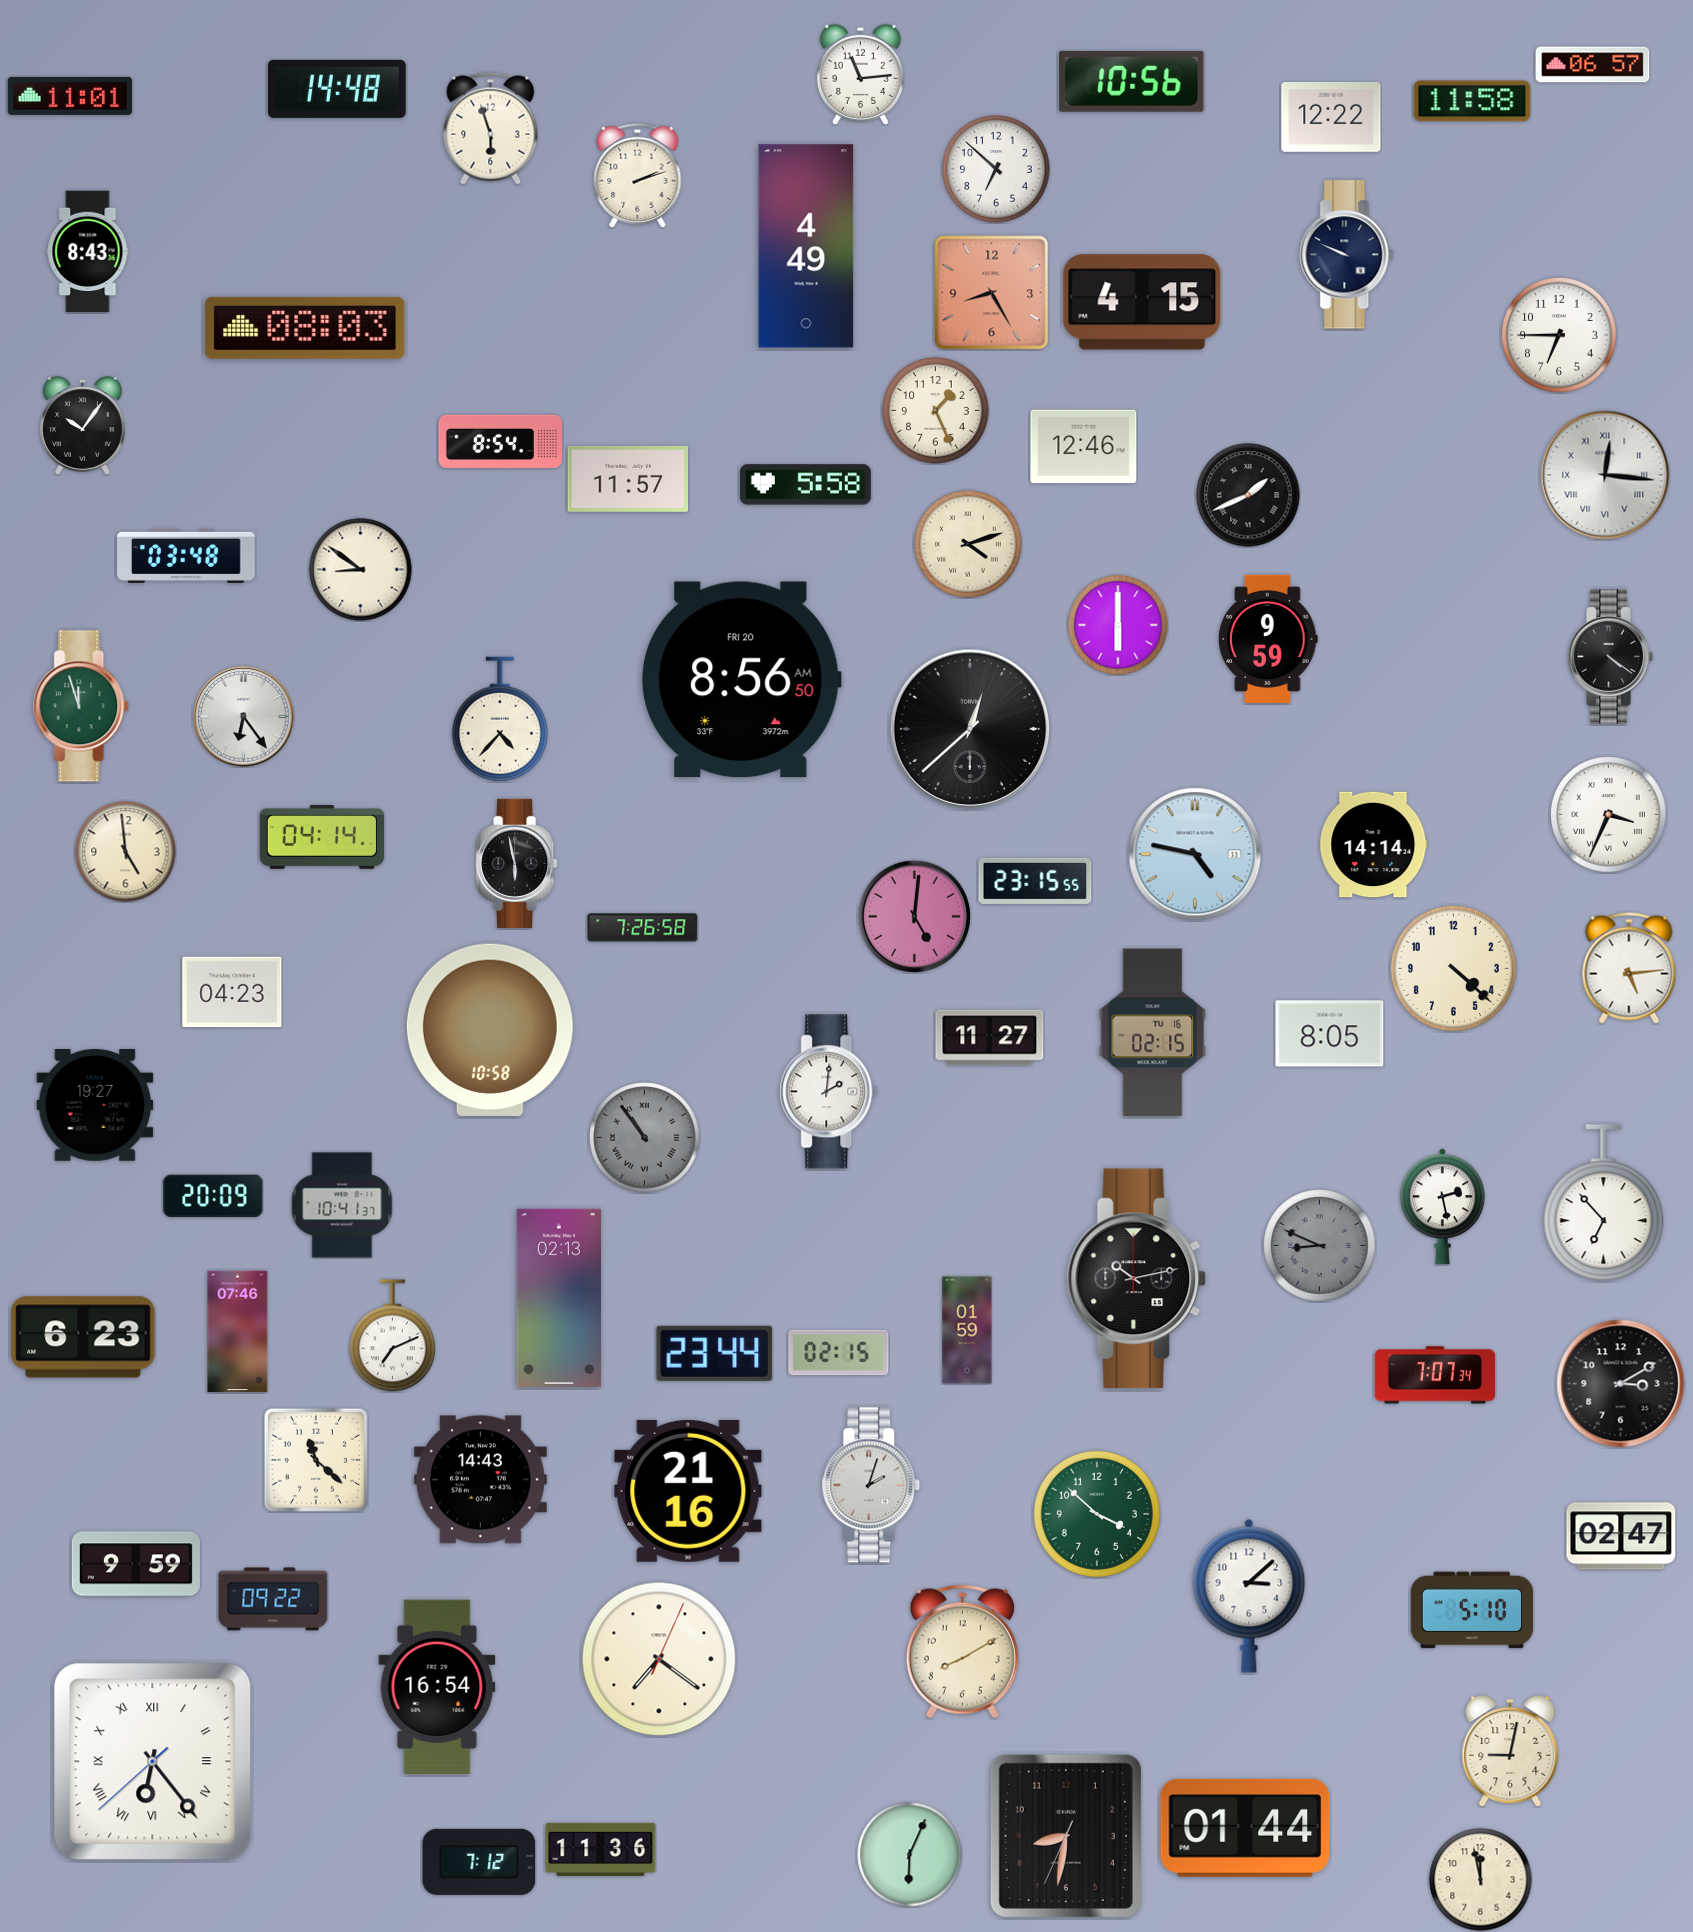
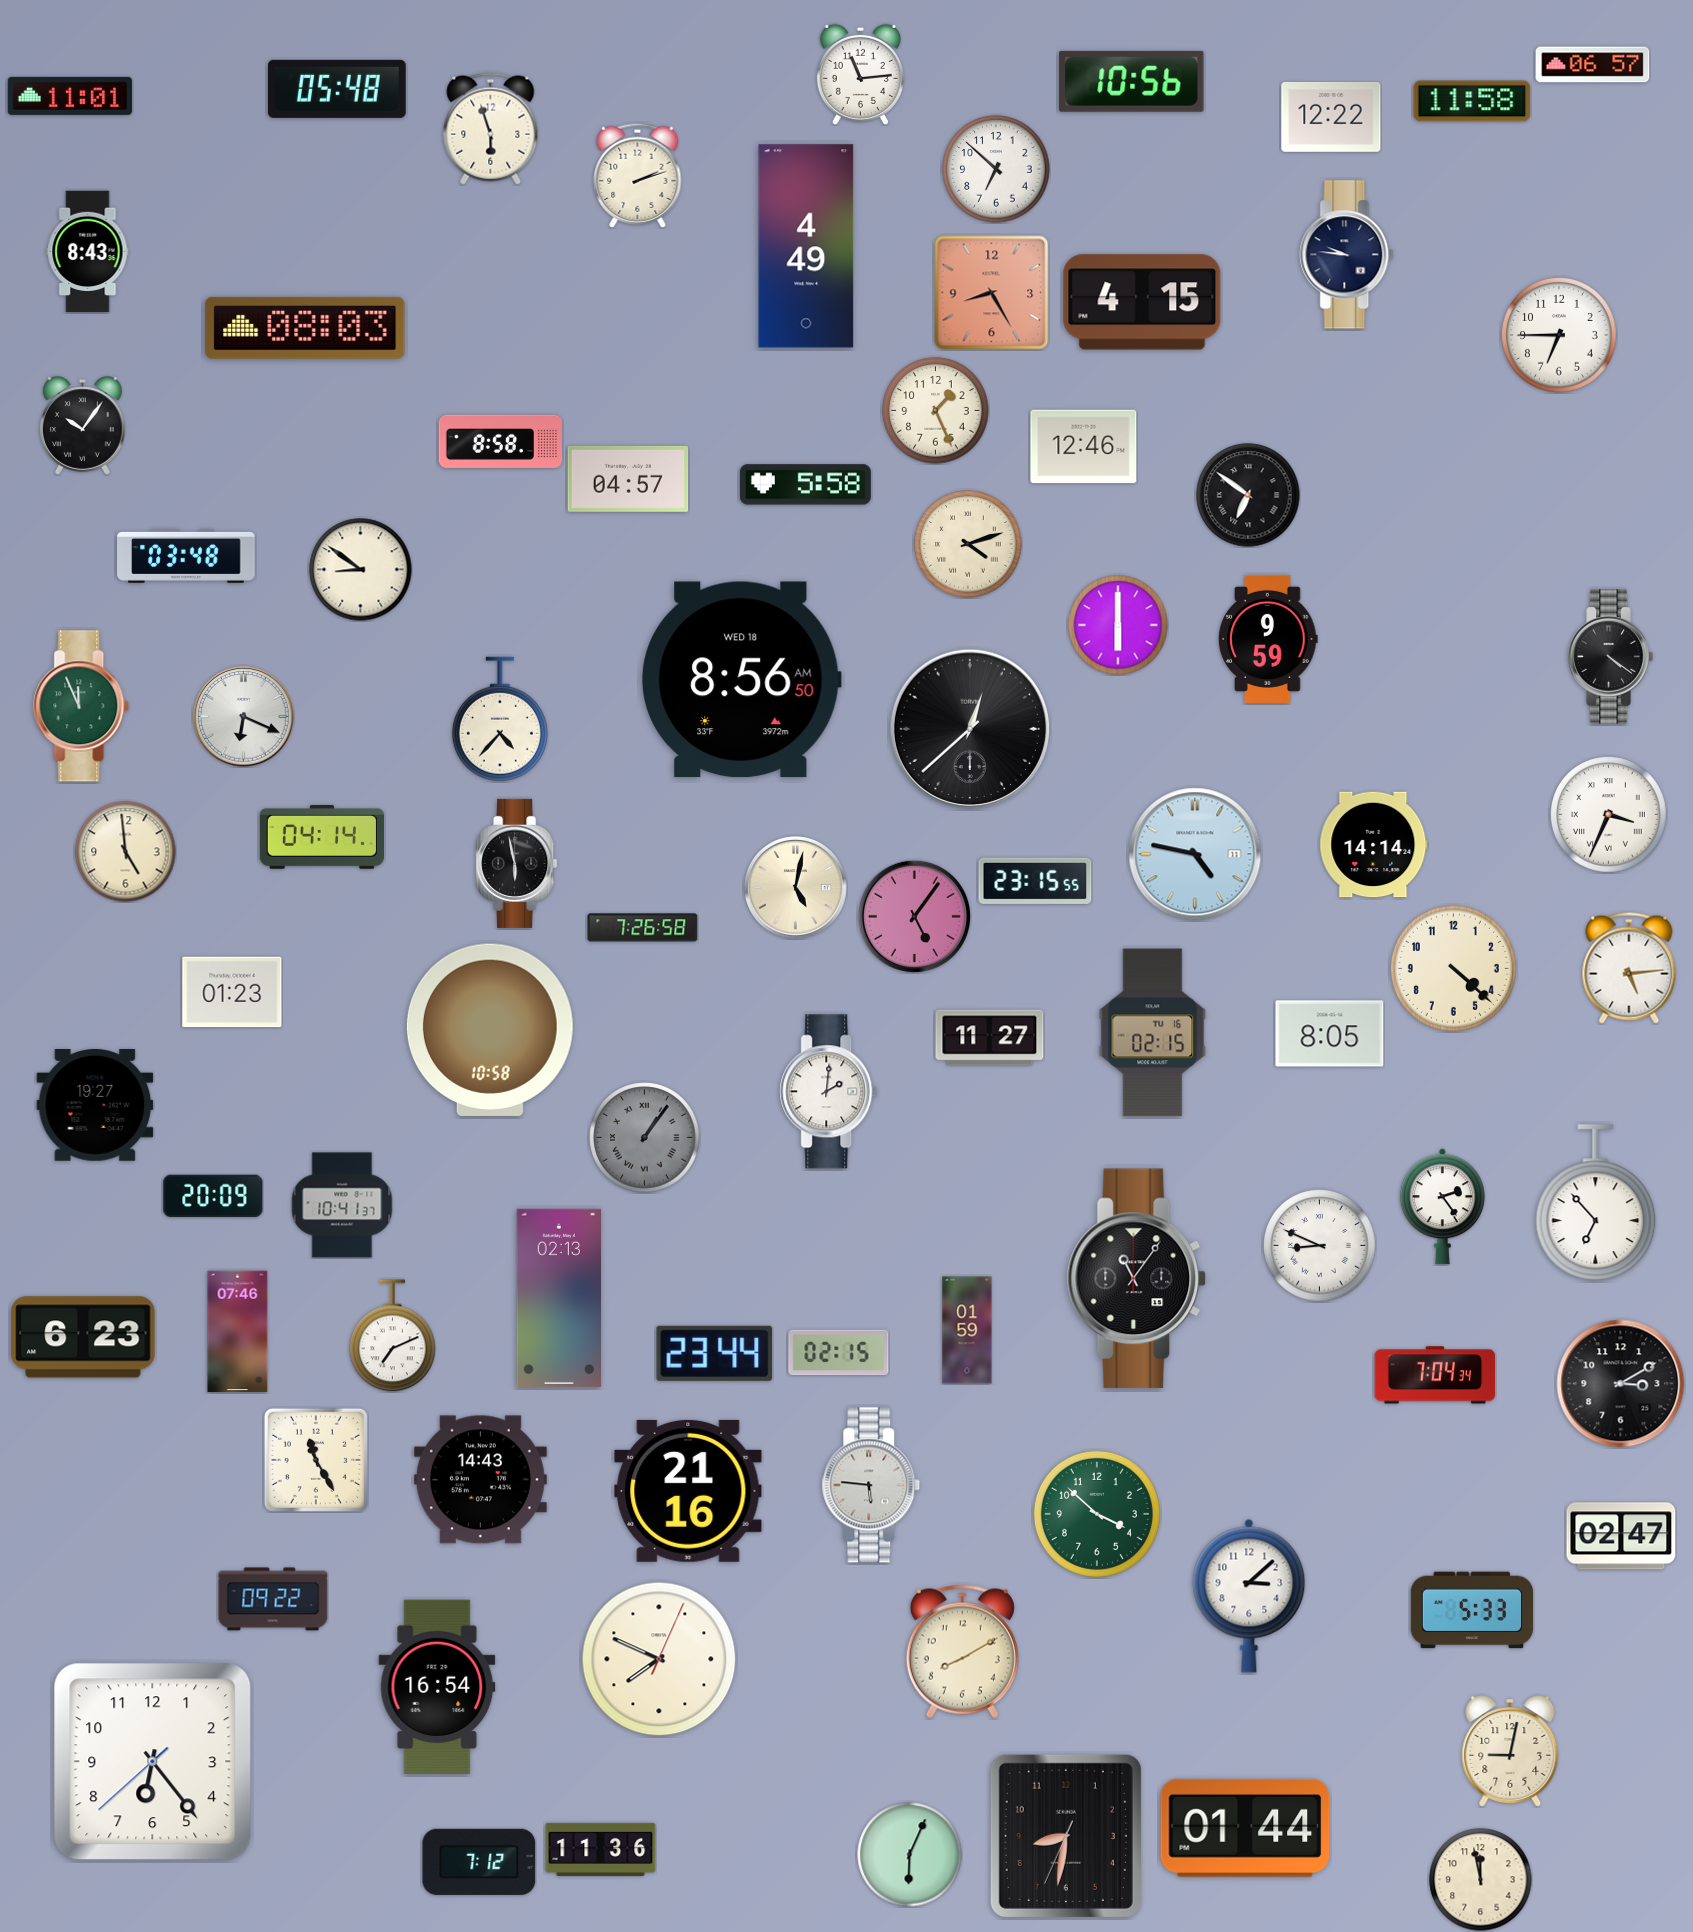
clock at (338, 89): 14:48 -> 05:48
clock at (1347, 255): 9:49 -> 9:46
clock at (500, 441): 8:54 -> 8:58
clock at (1605, 475): 12:16 -> none
clock at (628, 479): 11:57 -> 04:57
clock at (1248, 495): 1:41 -> 6:51
clock at (742, 680) date: FRI 20 -> WED 18
clock at (82, 706): 11:57 -> 11:56
clock at (244, 717): 6:24 -> 6:19
clock at (796, 888): none -> 5:02
clock at (914, 916): 5:01 -> 5:06
clock at (232, 992): 04:23 -> 01:23
clock at (645, 1138): 10:54 -> 1:06
clock at (1604, 1203) position: (1604, 1203) -> (1596, 1203)
clock at (1442, 1207): 2:28 -> 2:24
clock at (1320, 1246) dial: grey -> white
clock at (1137, 1279): 10:13 -> 11:06
clock at (1435, 1375): 7:07 -> 7:04
clock at (316, 1460): 11:22 -> 11:25
clock at (871, 1485): 2:03 -> 5:46
clock at (136, 1564): 9:59 -> none
clock at (1472, 1610): 5:10 -> 5:33
clock at (659, 1659): 7:21 -> 7:49
clock at (153, 1762) numerals: Roman -> Arabic
